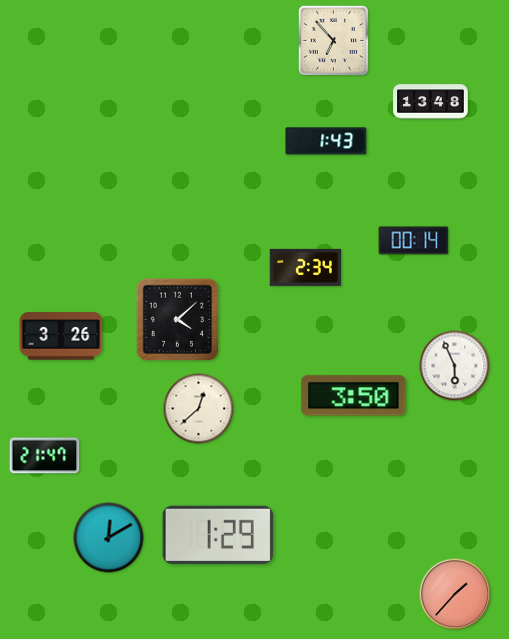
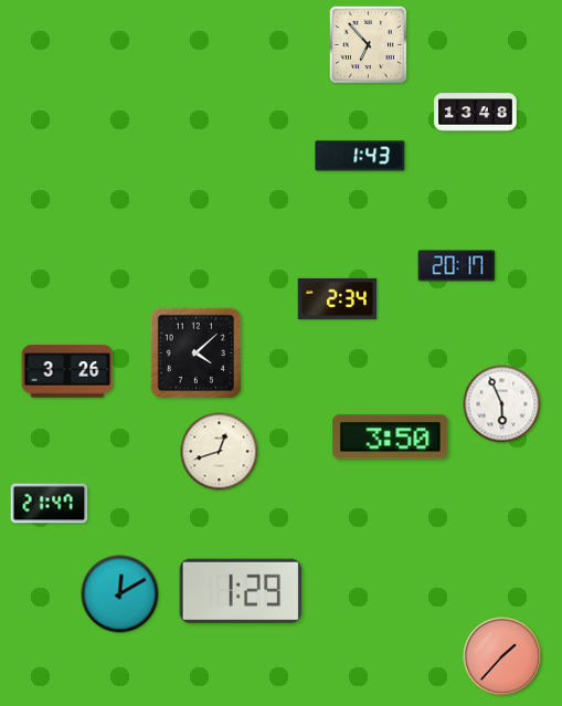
clock at (414, 241): 00:14 -> 20:17
clock at (306, 267) position: (306, 267) -> (338, 298)
clock at (199, 409): 12:38 -> 12:42
